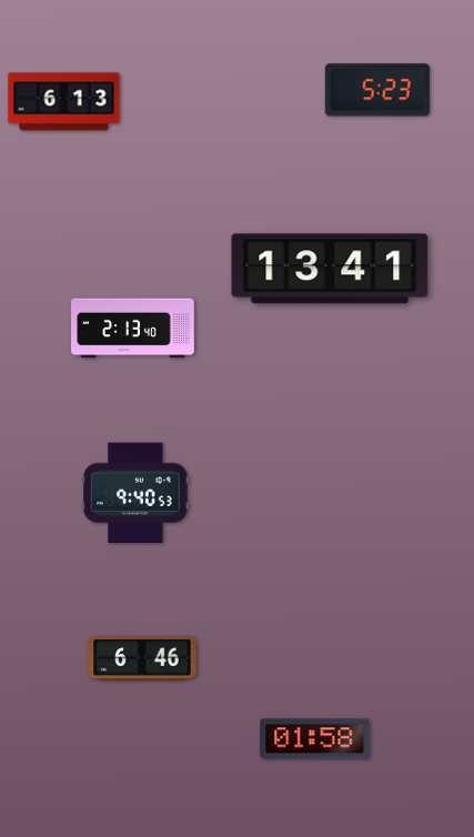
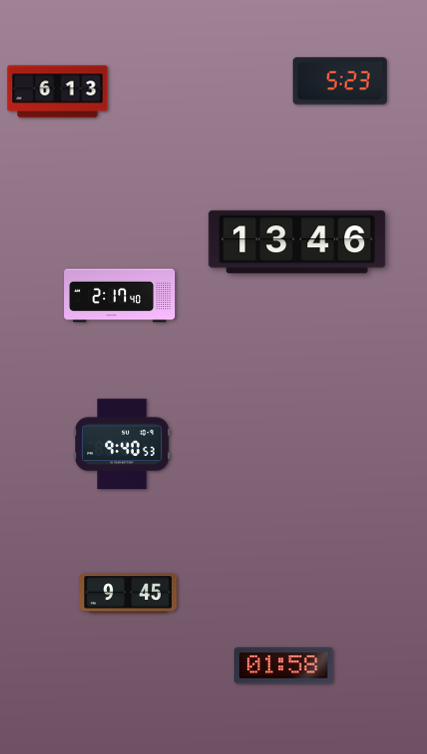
clock at (330, 269): 13:41 -> 13:46
clock at (133, 329): 2:13 -> 2:17
clock at (142, 658): 6:46 -> 9:45
